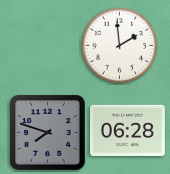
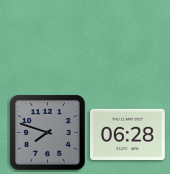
clock at (120, 46): 1:59 -> none
clock at (128, 130) position: (128, 130) -> (128, 134)
